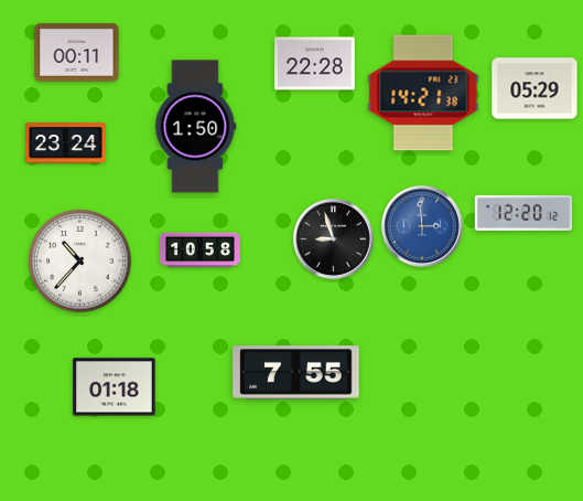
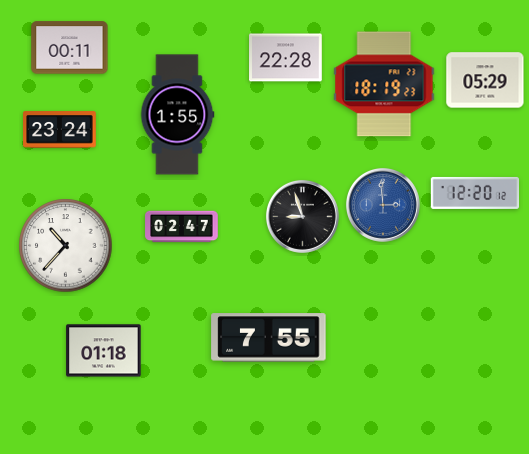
clock at (423, 93): 14:21 -> 18:19
clock at (195, 127): 1:50 -> 1:55
clock at (201, 250): 10:58 -> 02:47
clock at (80, 262) position: (80, 262) -> (66, 246)
